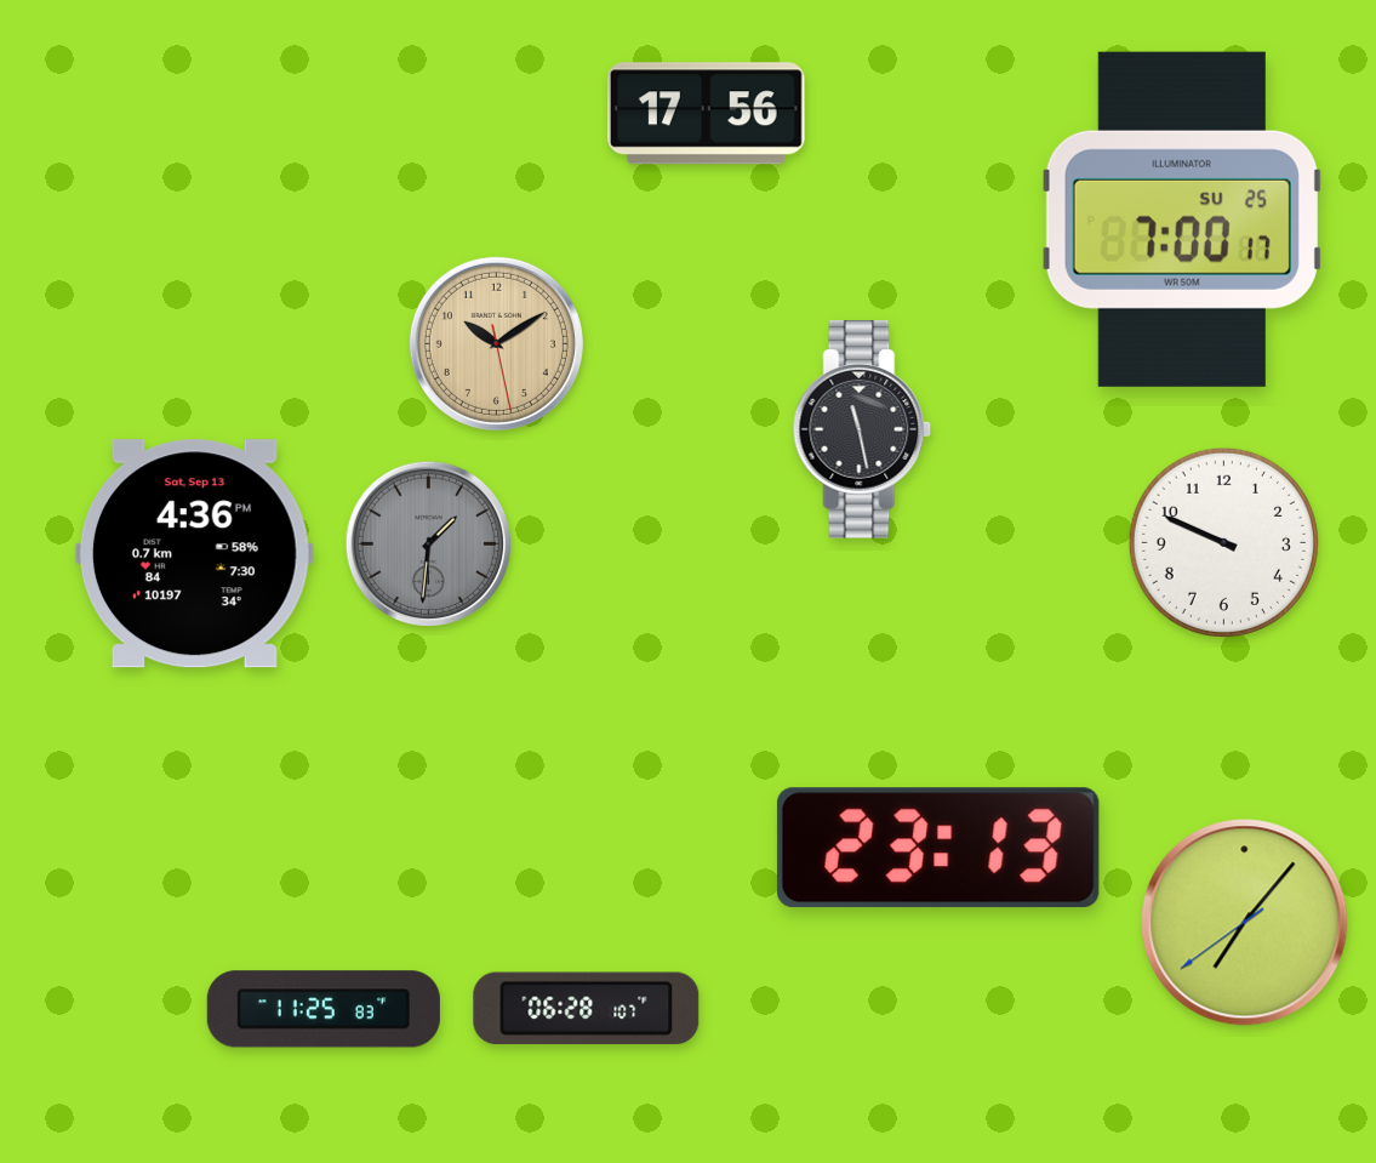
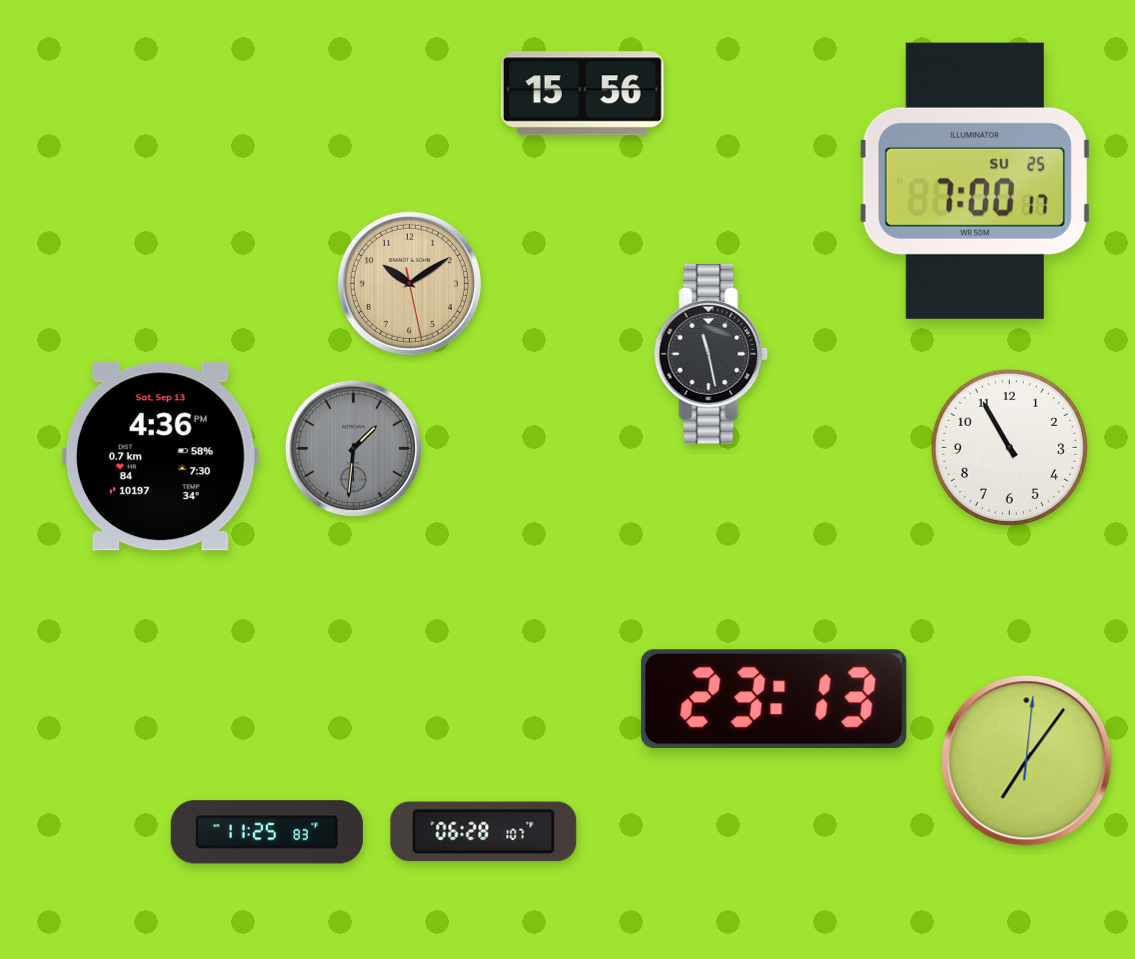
clock at (706, 114): 17:56 -> 15:56
clock at (1223, 542): 9:49 -> 10:55
clock at (1245, 923): 7:06:39 -> 7:06:01
